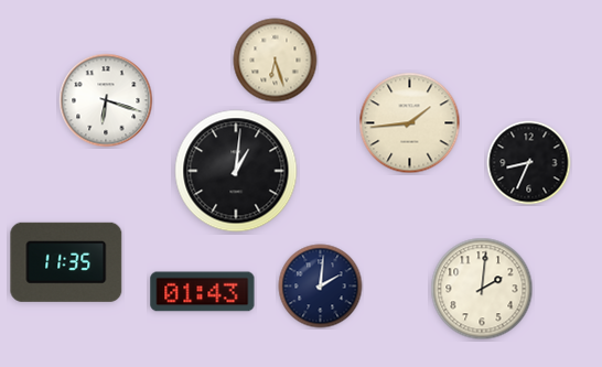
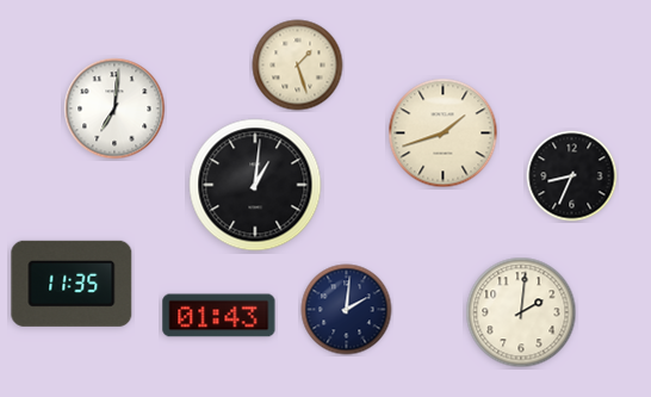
clock at (276, 61): 6:27 -> 1:27
clock at (106, 100): 6:18 -> 7:01
clock at (410, 123): 1:44 -> 1:42
